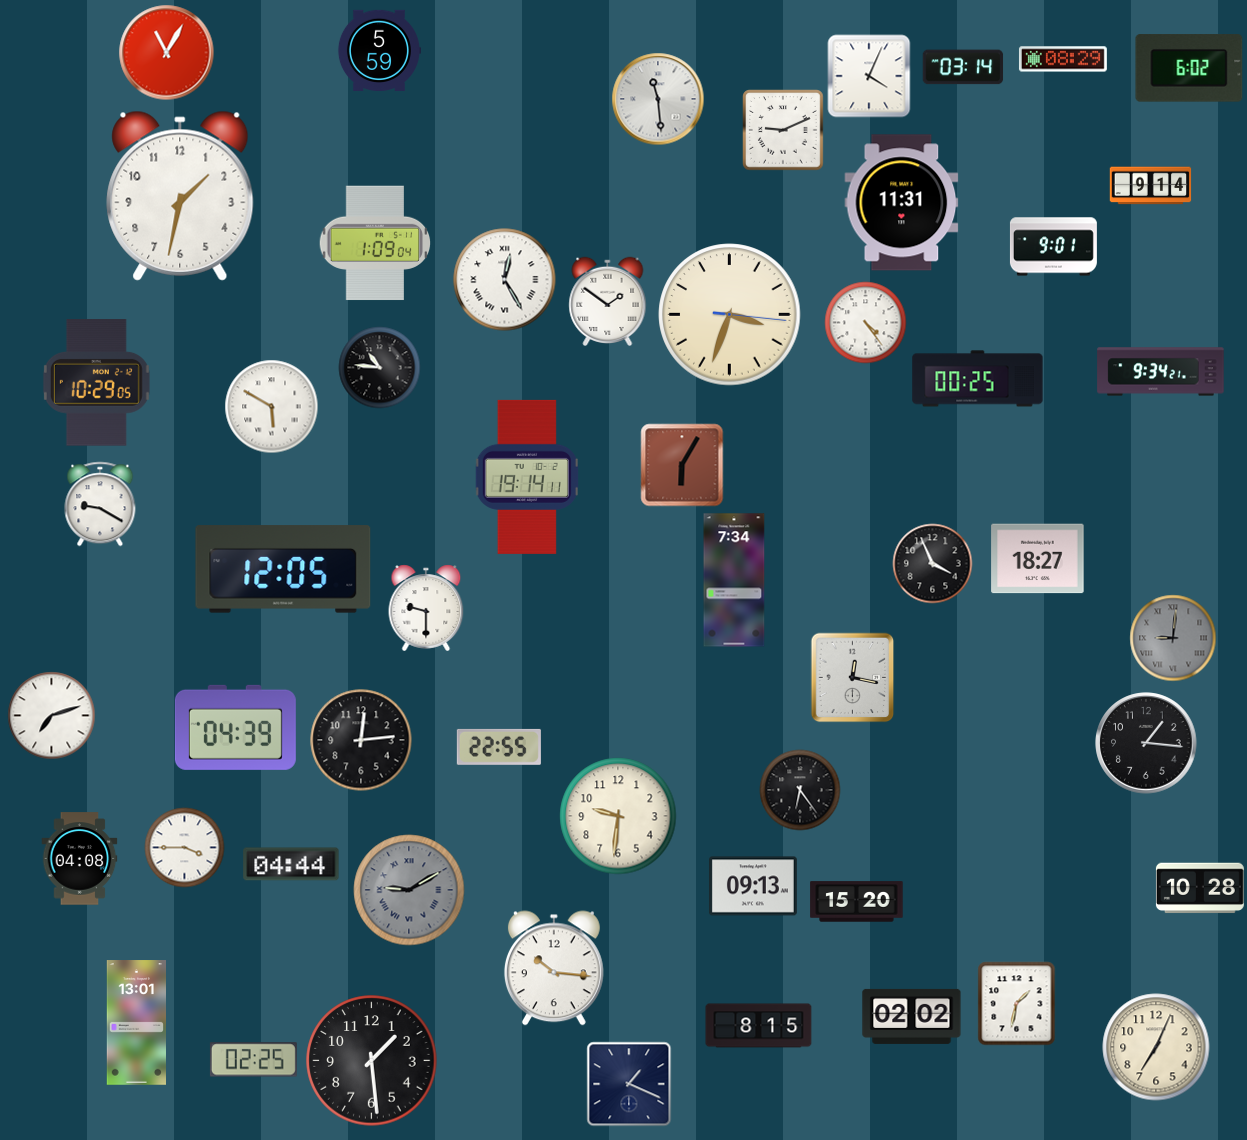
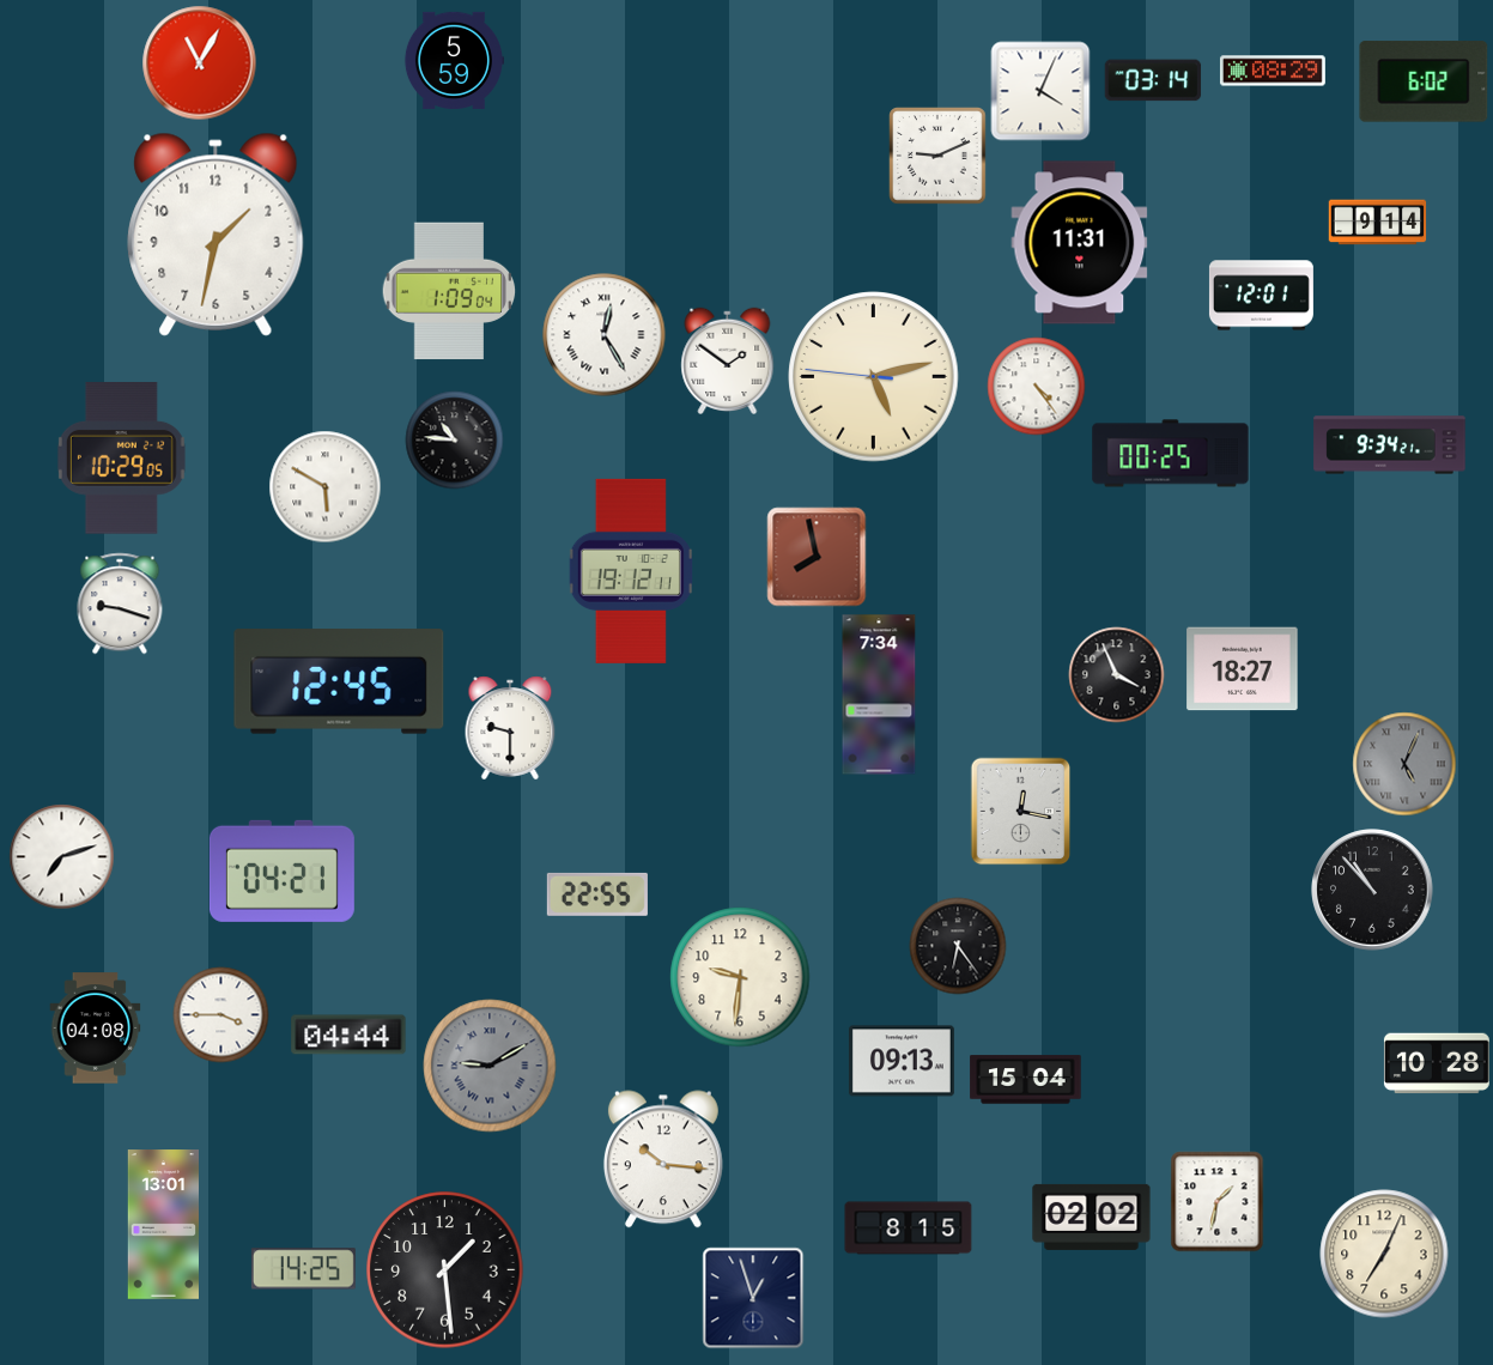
clock at (658, 99): 11:29 -> none
clock at (1053, 247): 9:01 -> 12:01
clock at (730, 315): 3:33 -> 5:12
clock at (96, 383) position: (96, 383) -> (121, 459)
clock at (682, 465): 6:05 -> 7:58
clock at (527, 477): 19:14 -> 19:12
clock at (100, 504): 9:20 -> 9:18
clock at (283, 569): 12:05 -> 12:45
clock at (1173, 638): 9:01 -> 5:04
clock at (235, 727): 04:39 -> 04:21
clock at (361, 740): 12:14 -> none
clock at (1146, 743): 1:16 -> 10:53
clock at (857, 902): 15:20 -> 15:04
clock at (253, 1060): 02:25 -> 14:25
clock at (629, 1084): 1:19 -> 12:57
